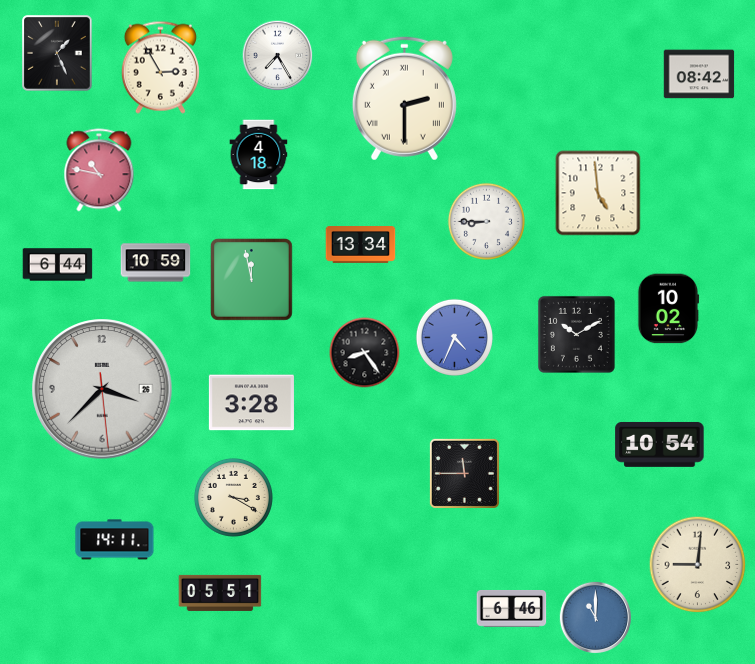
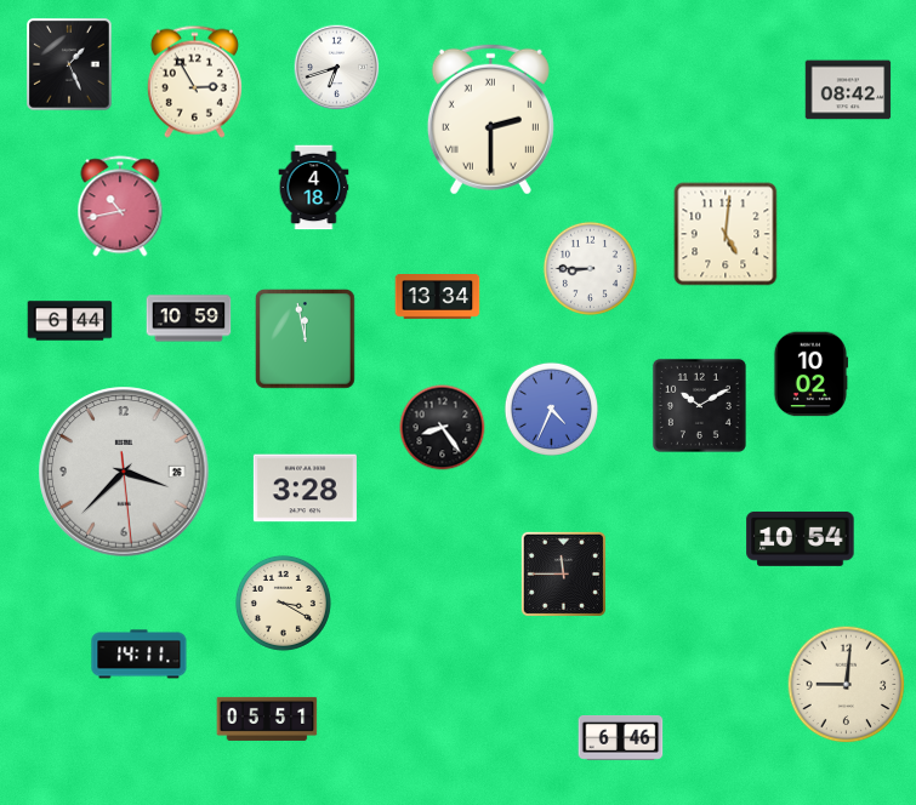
clock at (278, 56): 7:25 -> 6:42
clock at (99, 170): 10:47 -> 10:43
clock at (598, 193): 4:59 -> 5:01
clock at (596, 618): 11:00 -> none
